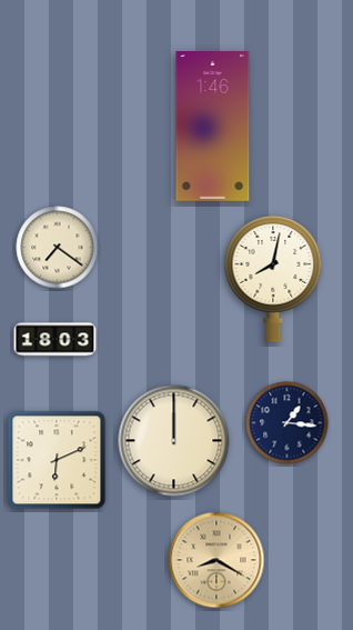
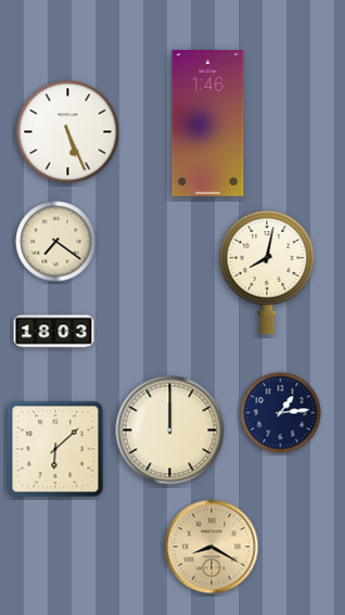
clock at (68, 132): none -> 5:26
clock at (288, 423): 1:16 -> 1:14
clock at (57, 460): 6:11 -> 6:08
